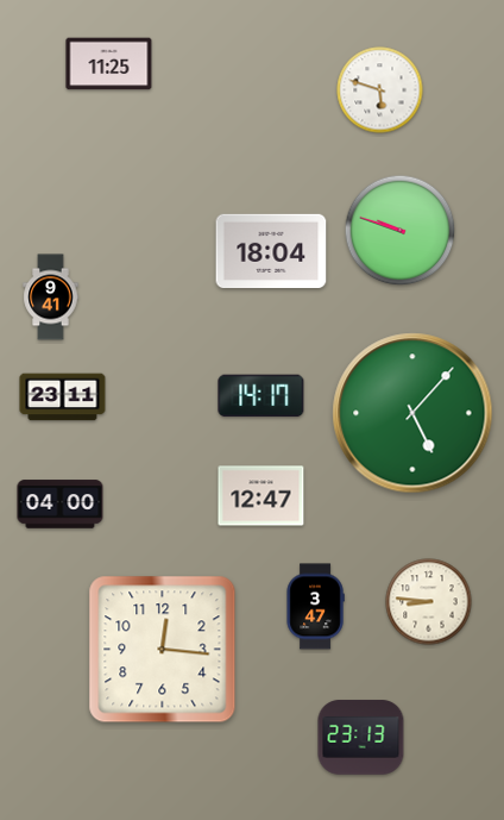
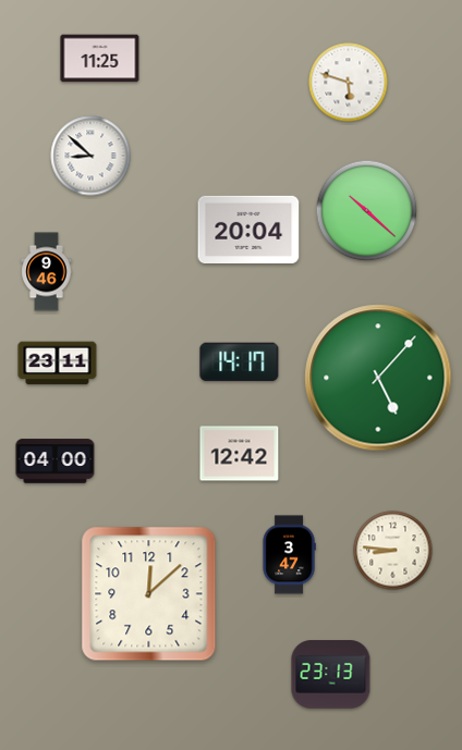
clock at (90, 156): none -> 8:52
clock at (401, 231): 9:48 -> 10:22
clock at (271, 250): 18:04 -> 20:04
clock at (51, 298): 9:41 -> 9:46
clock at (262, 496): 12:47 -> 12:42
clock at (163, 650): 12:16 -> 12:08
